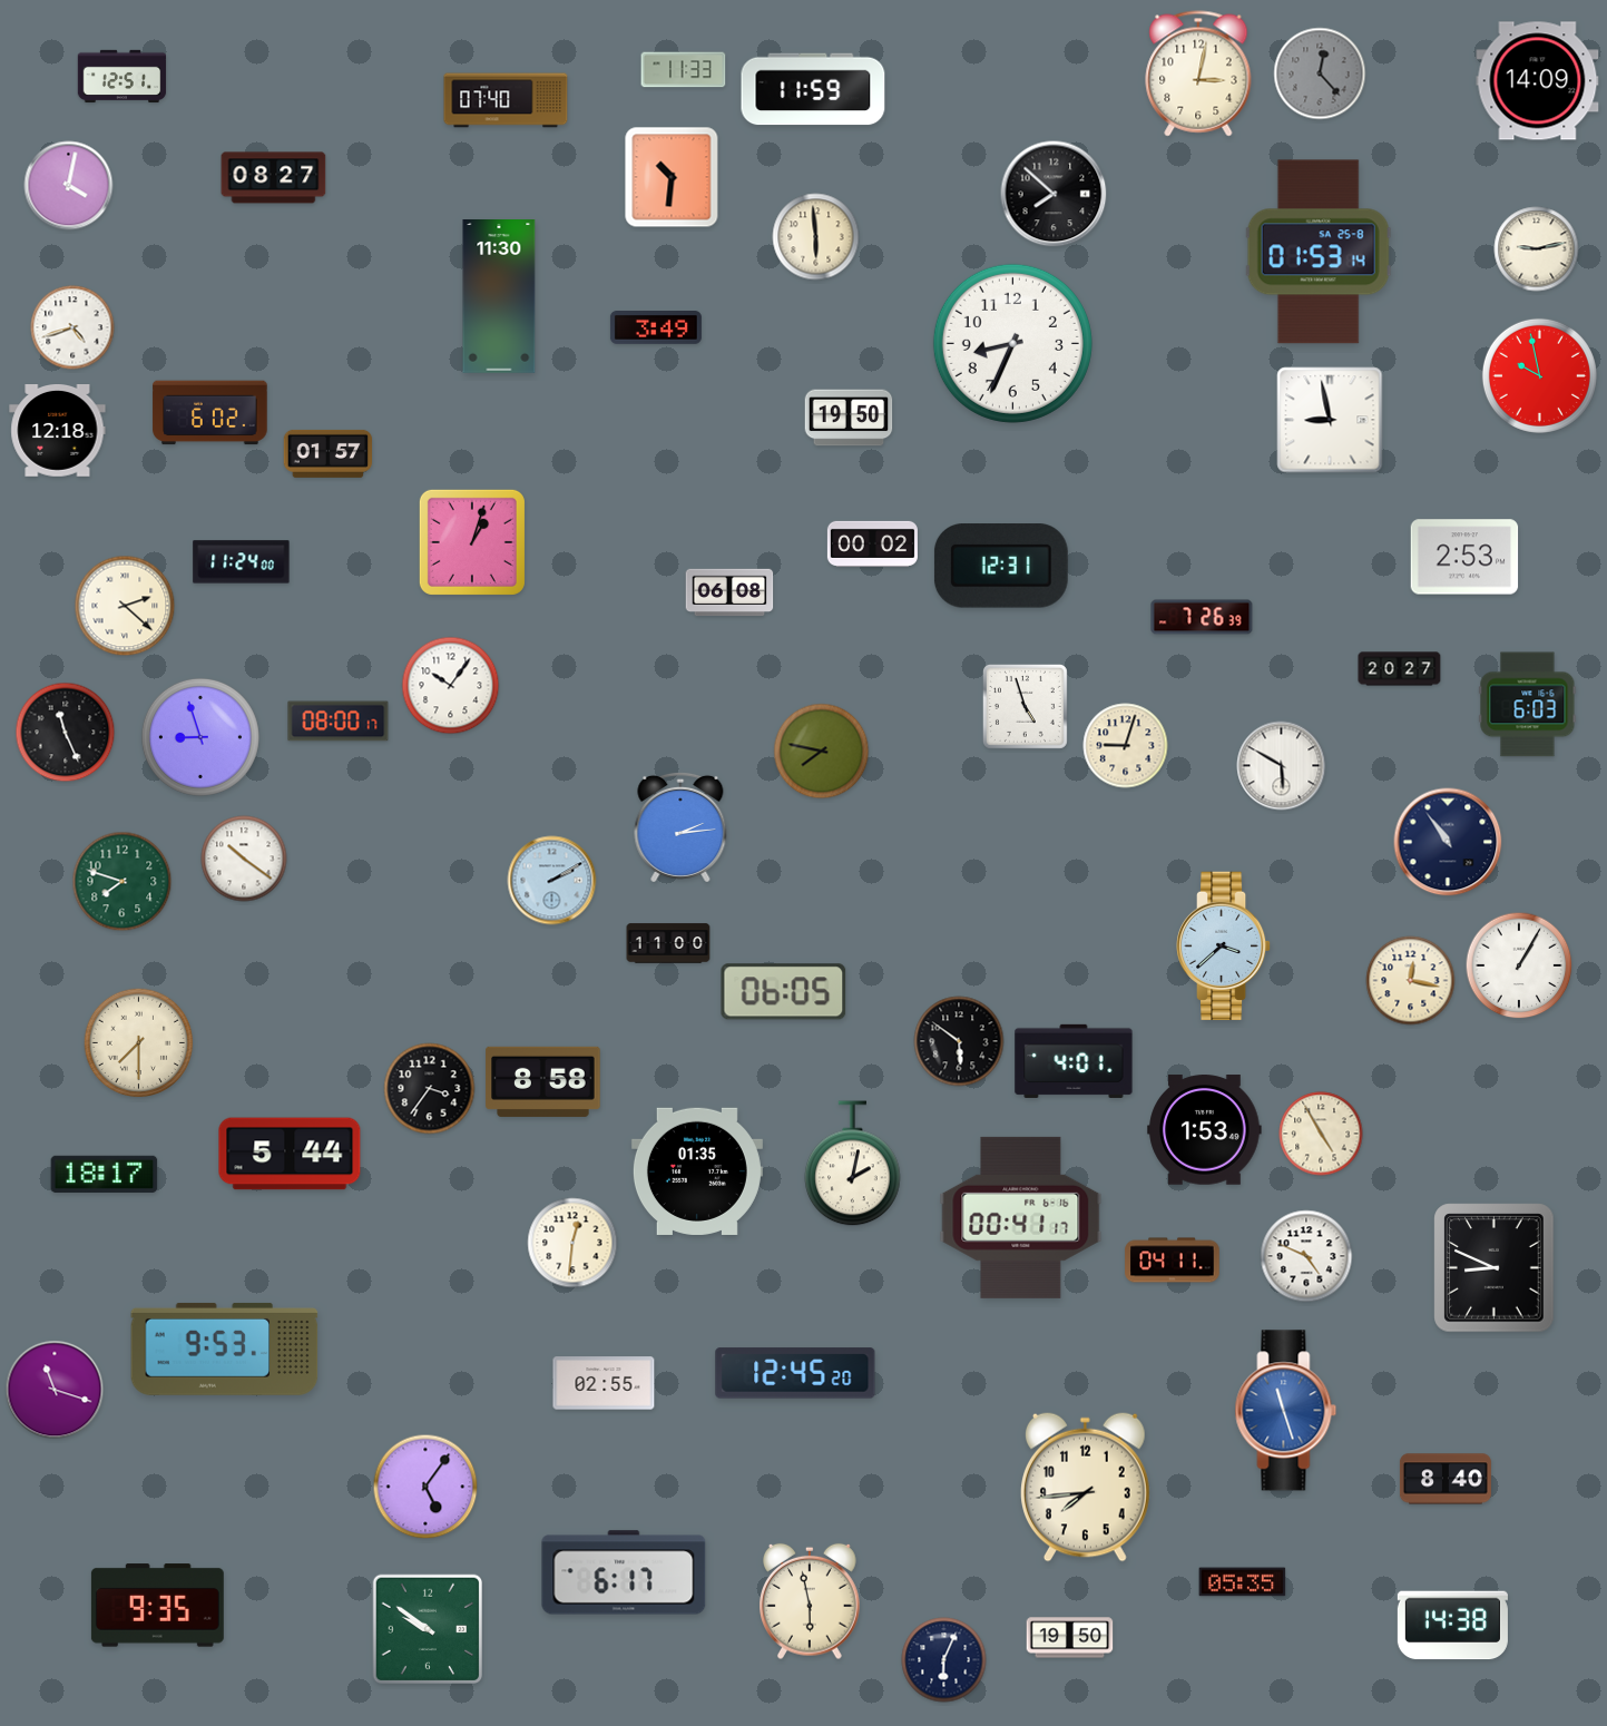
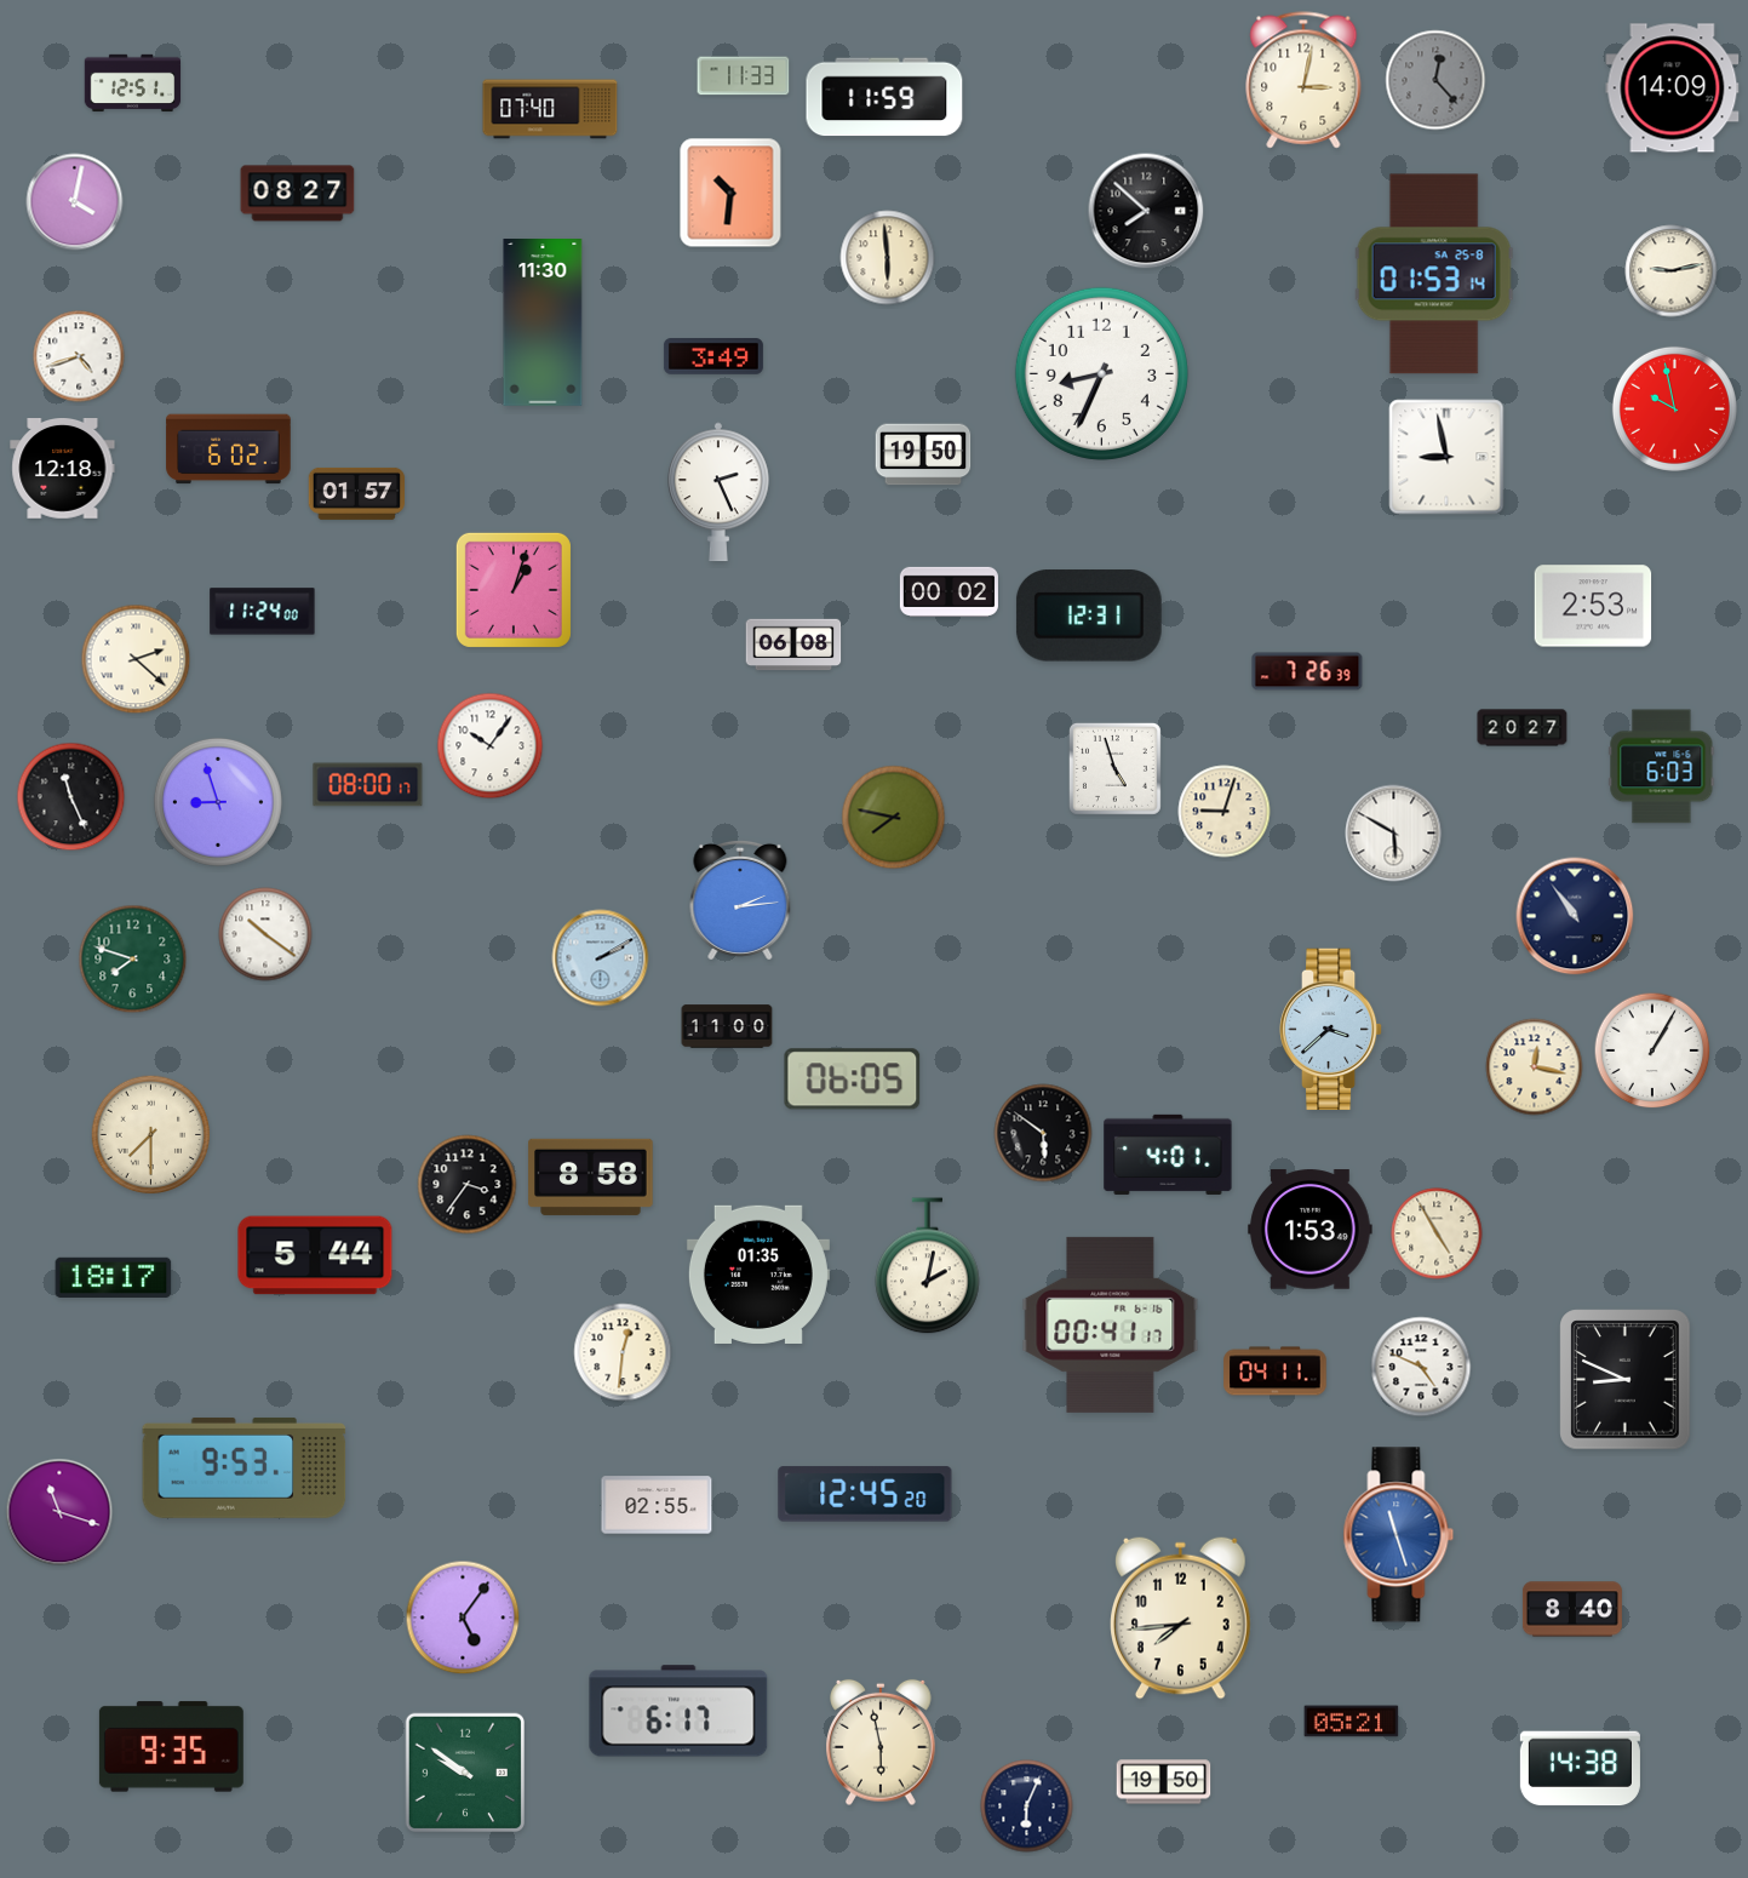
clock at (720, 492): none -> 2:26
clock at (1243, 1582): 05:35 -> 05:21
